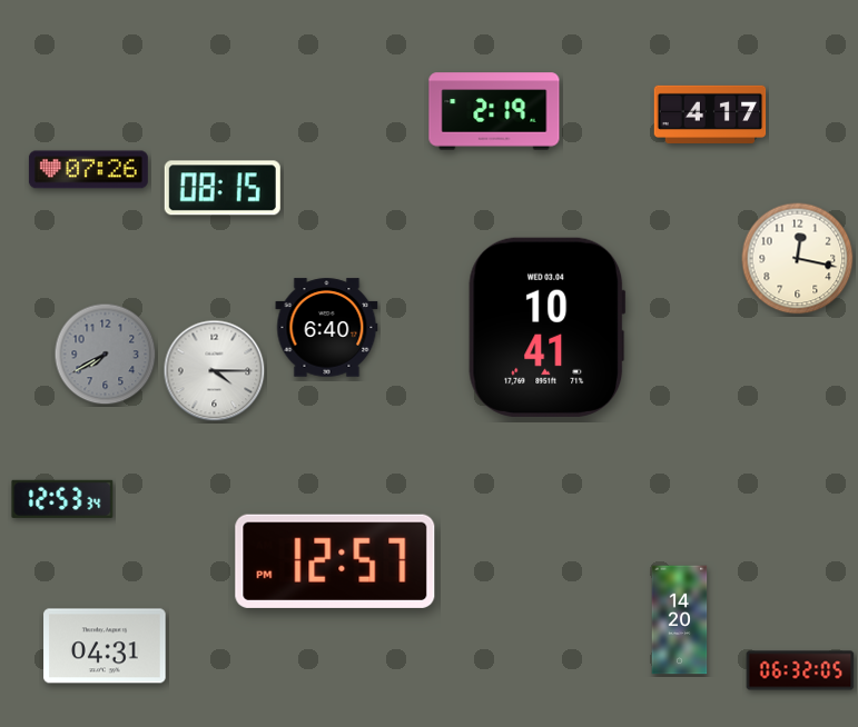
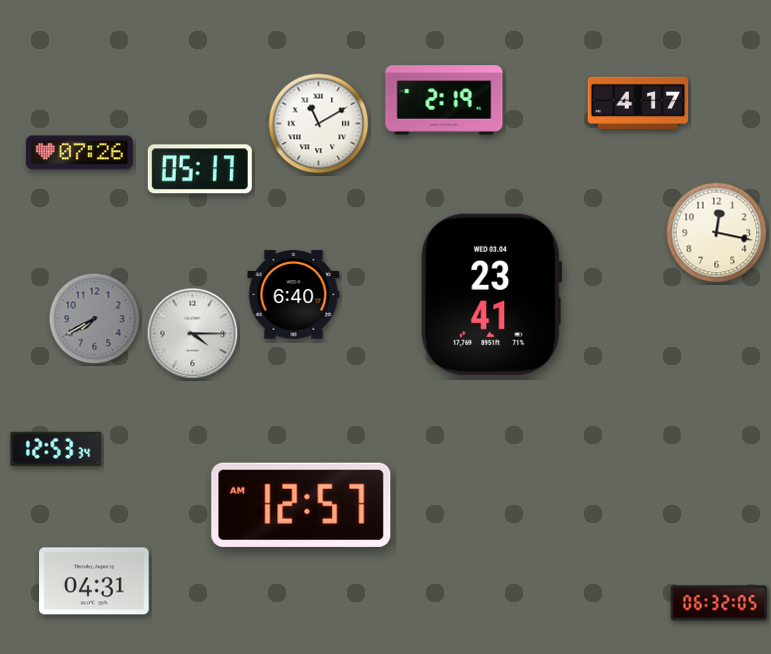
clock at (319, 124): none -> 11:10
clock at (223, 188): 08:15 -> 05:17
clock at (548, 327): 10:41 -> 23:41
clock at (335, 561): 12:57 PM -> 12:57 AM
clock at (680, 620): 14:20 -> none
